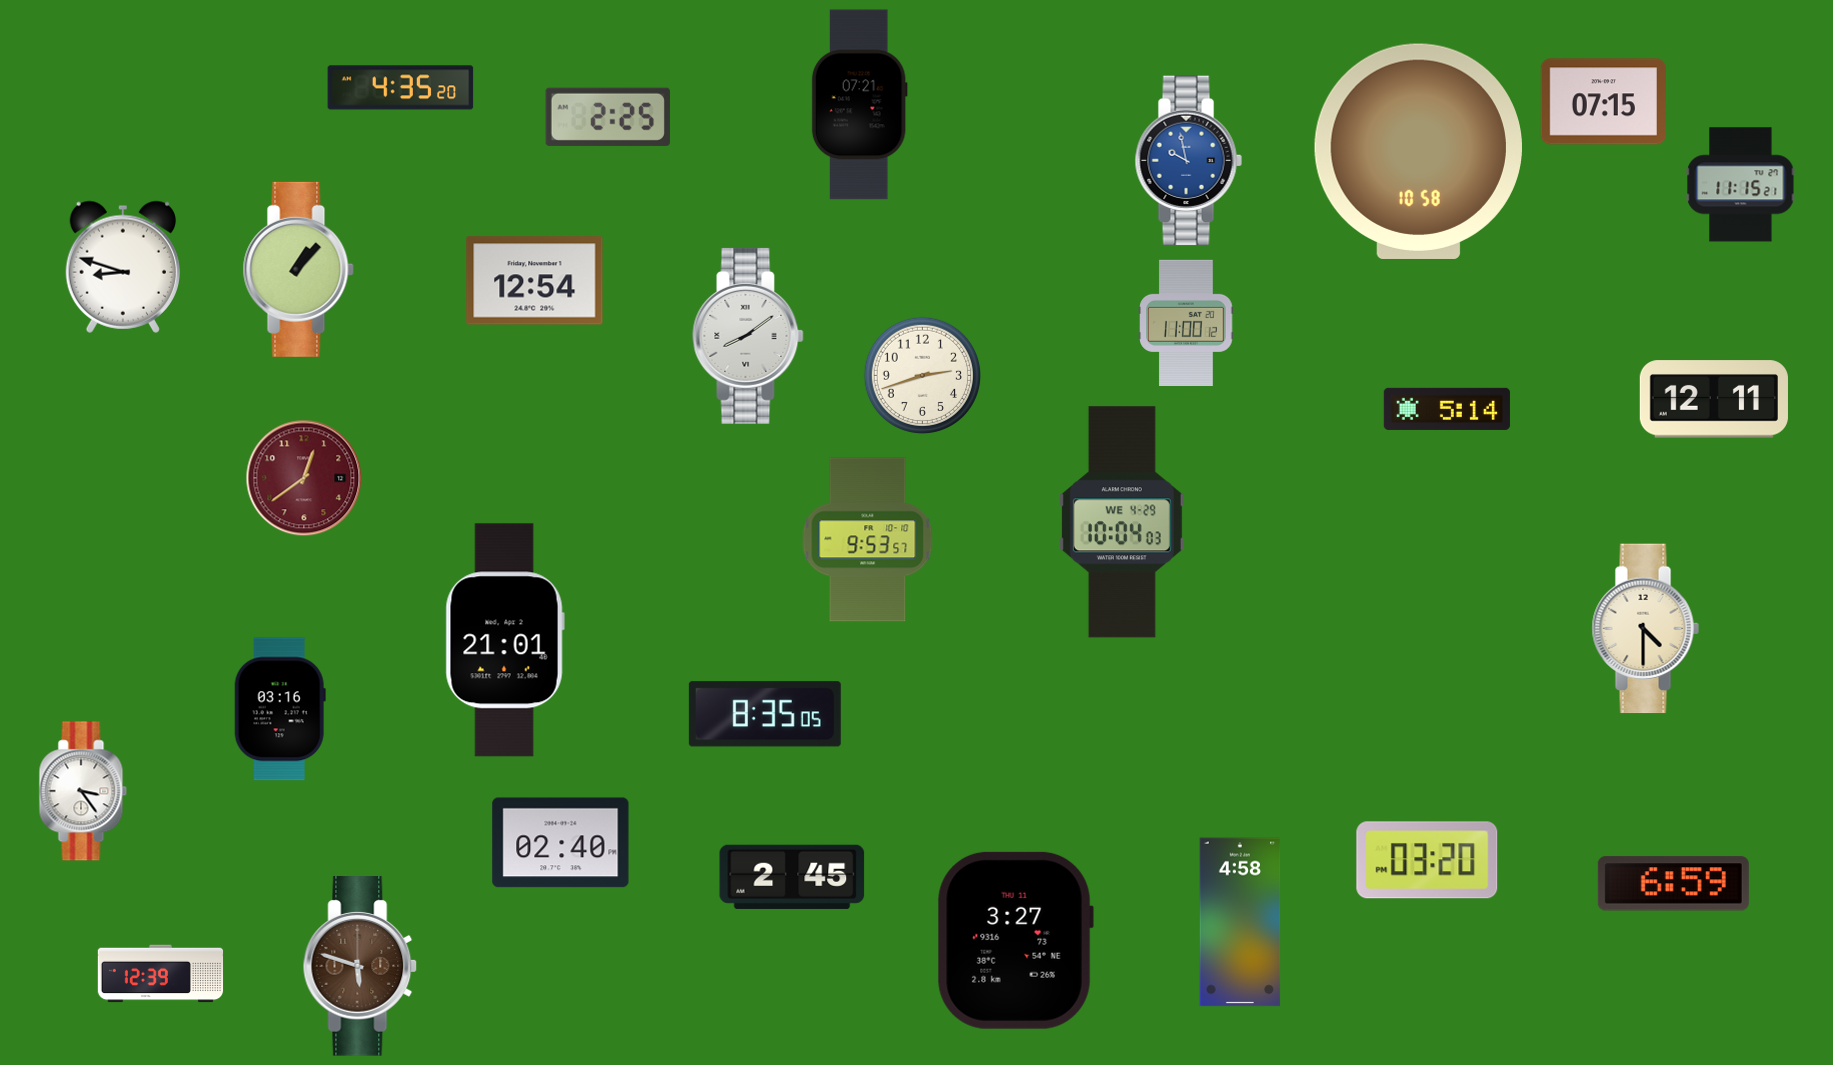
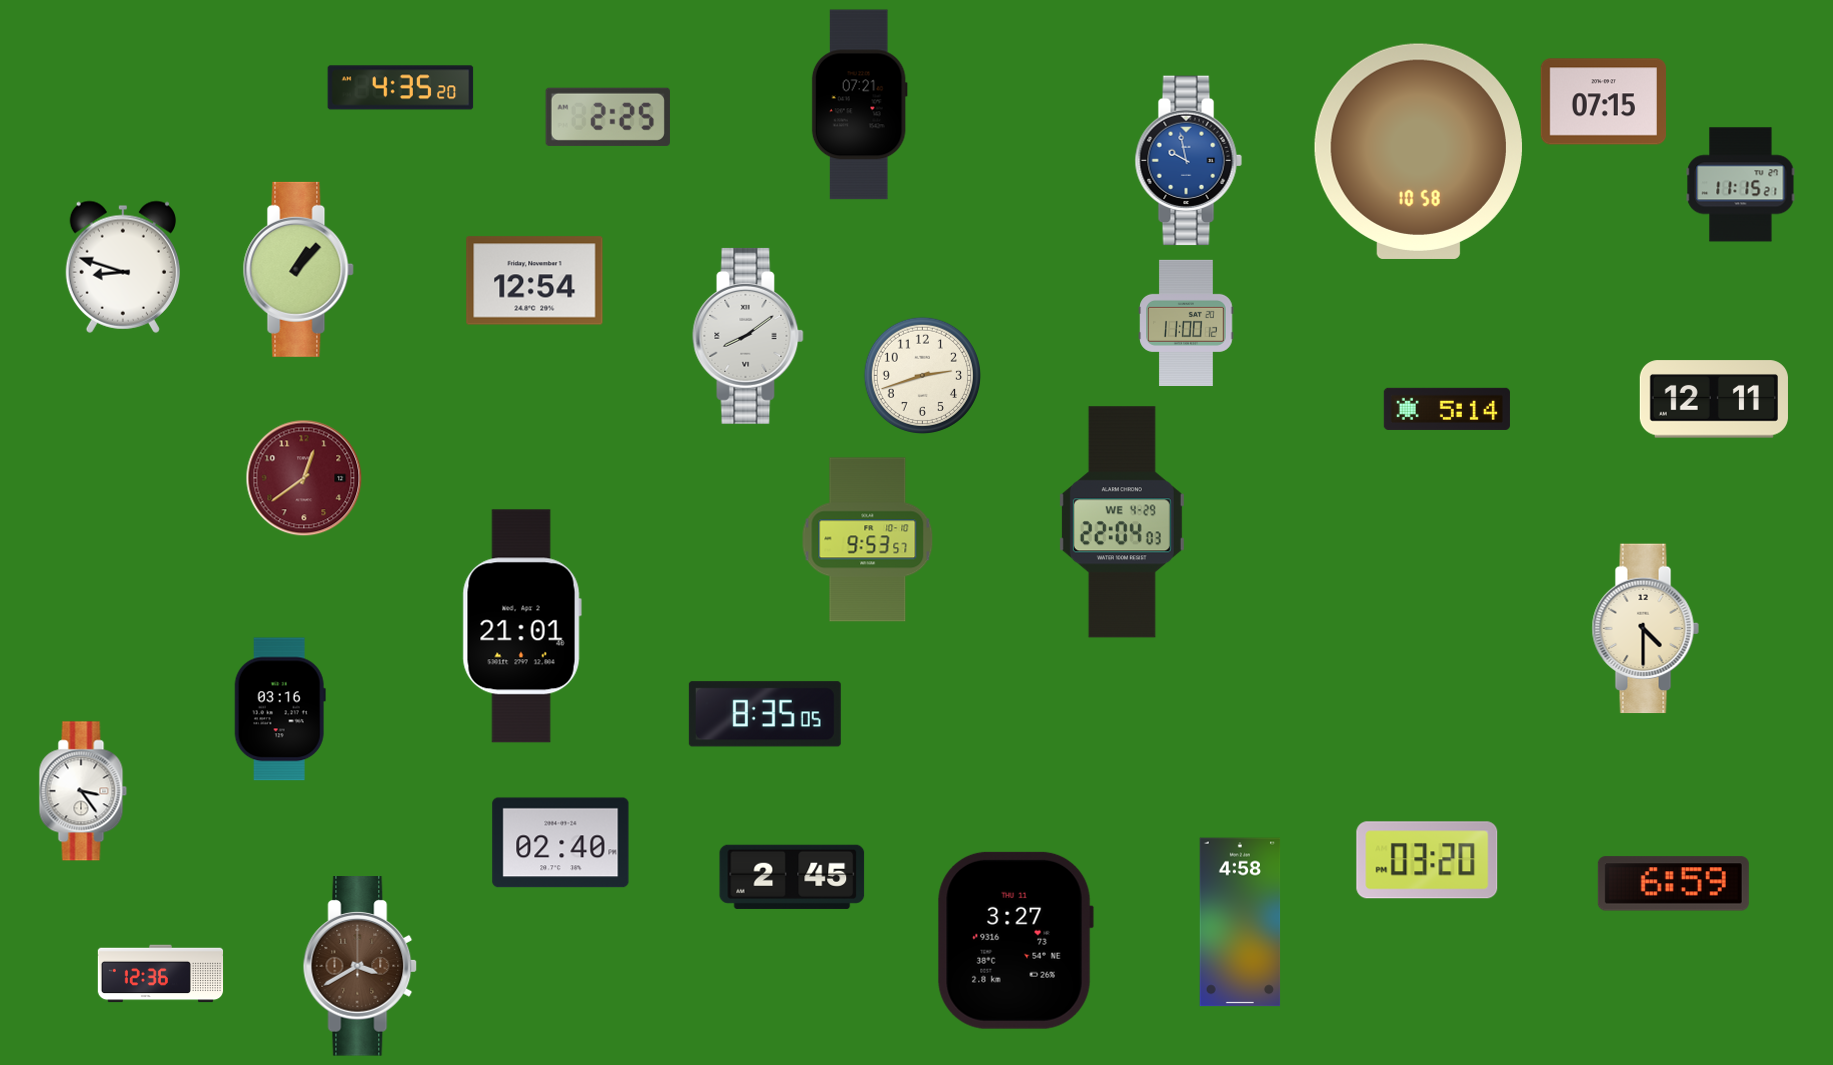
clock at (1122, 522): 10:04 -> 22:04
clock at (505, 640) position: (505, 640) -> (522, 626)
clock at (360, 966): 5:48 -> 3:40
clock at (161, 974): 12:39 -> 12:36
